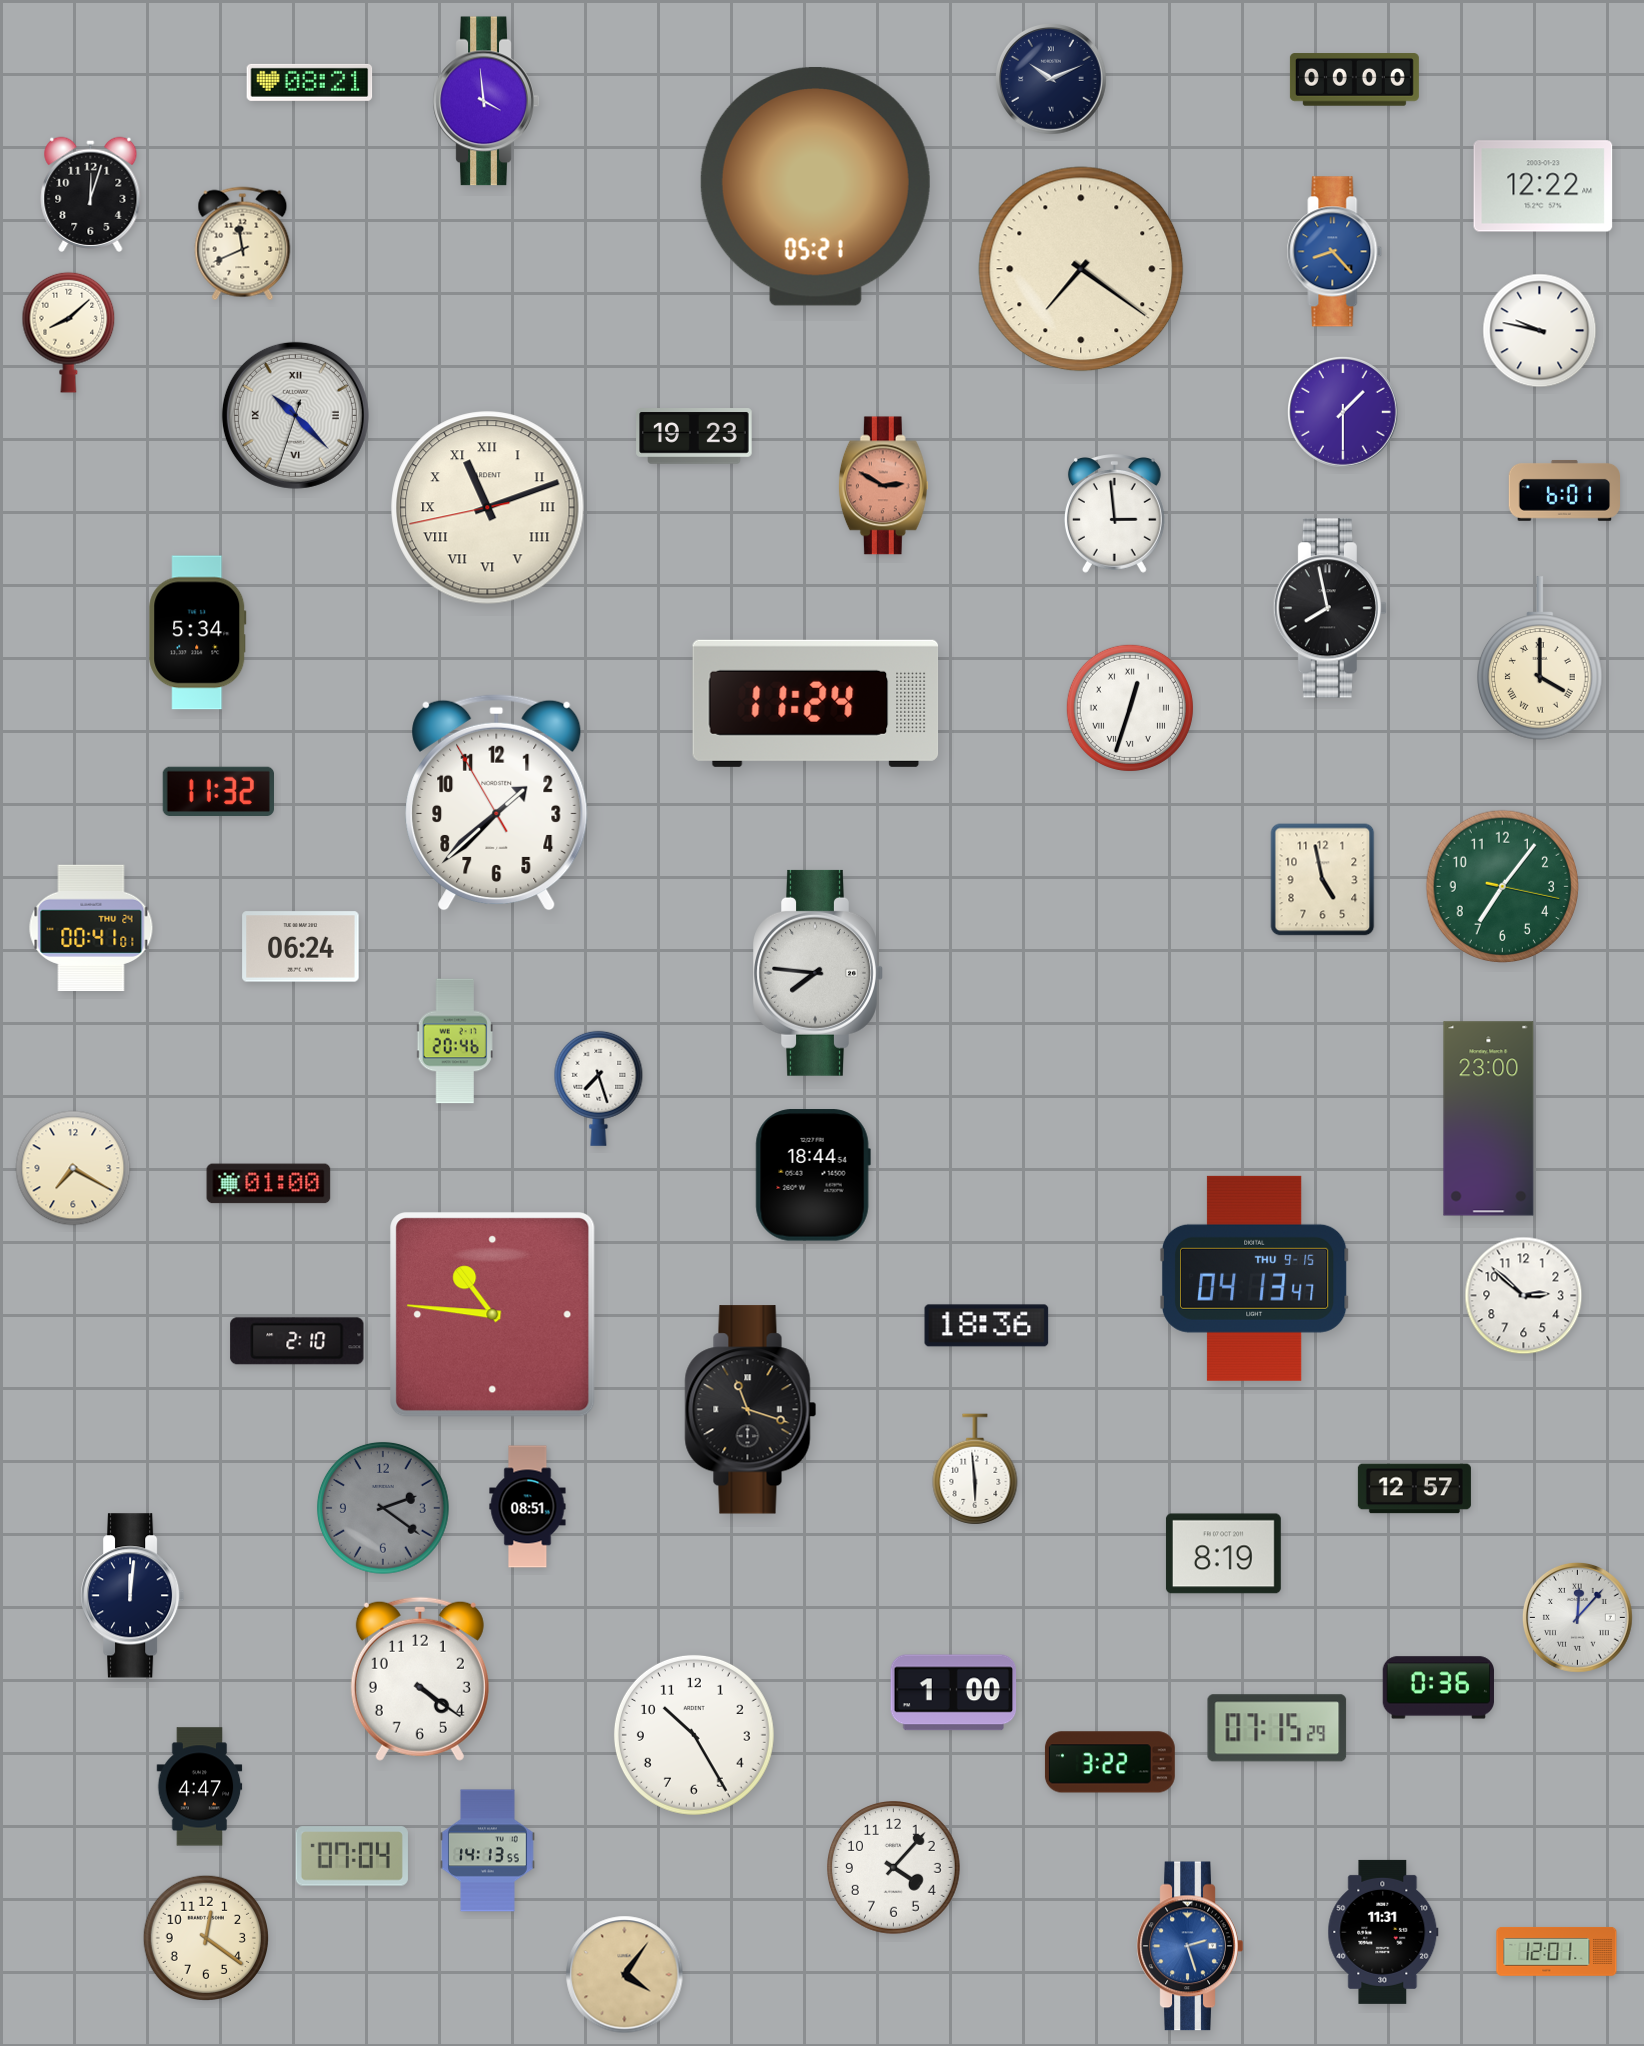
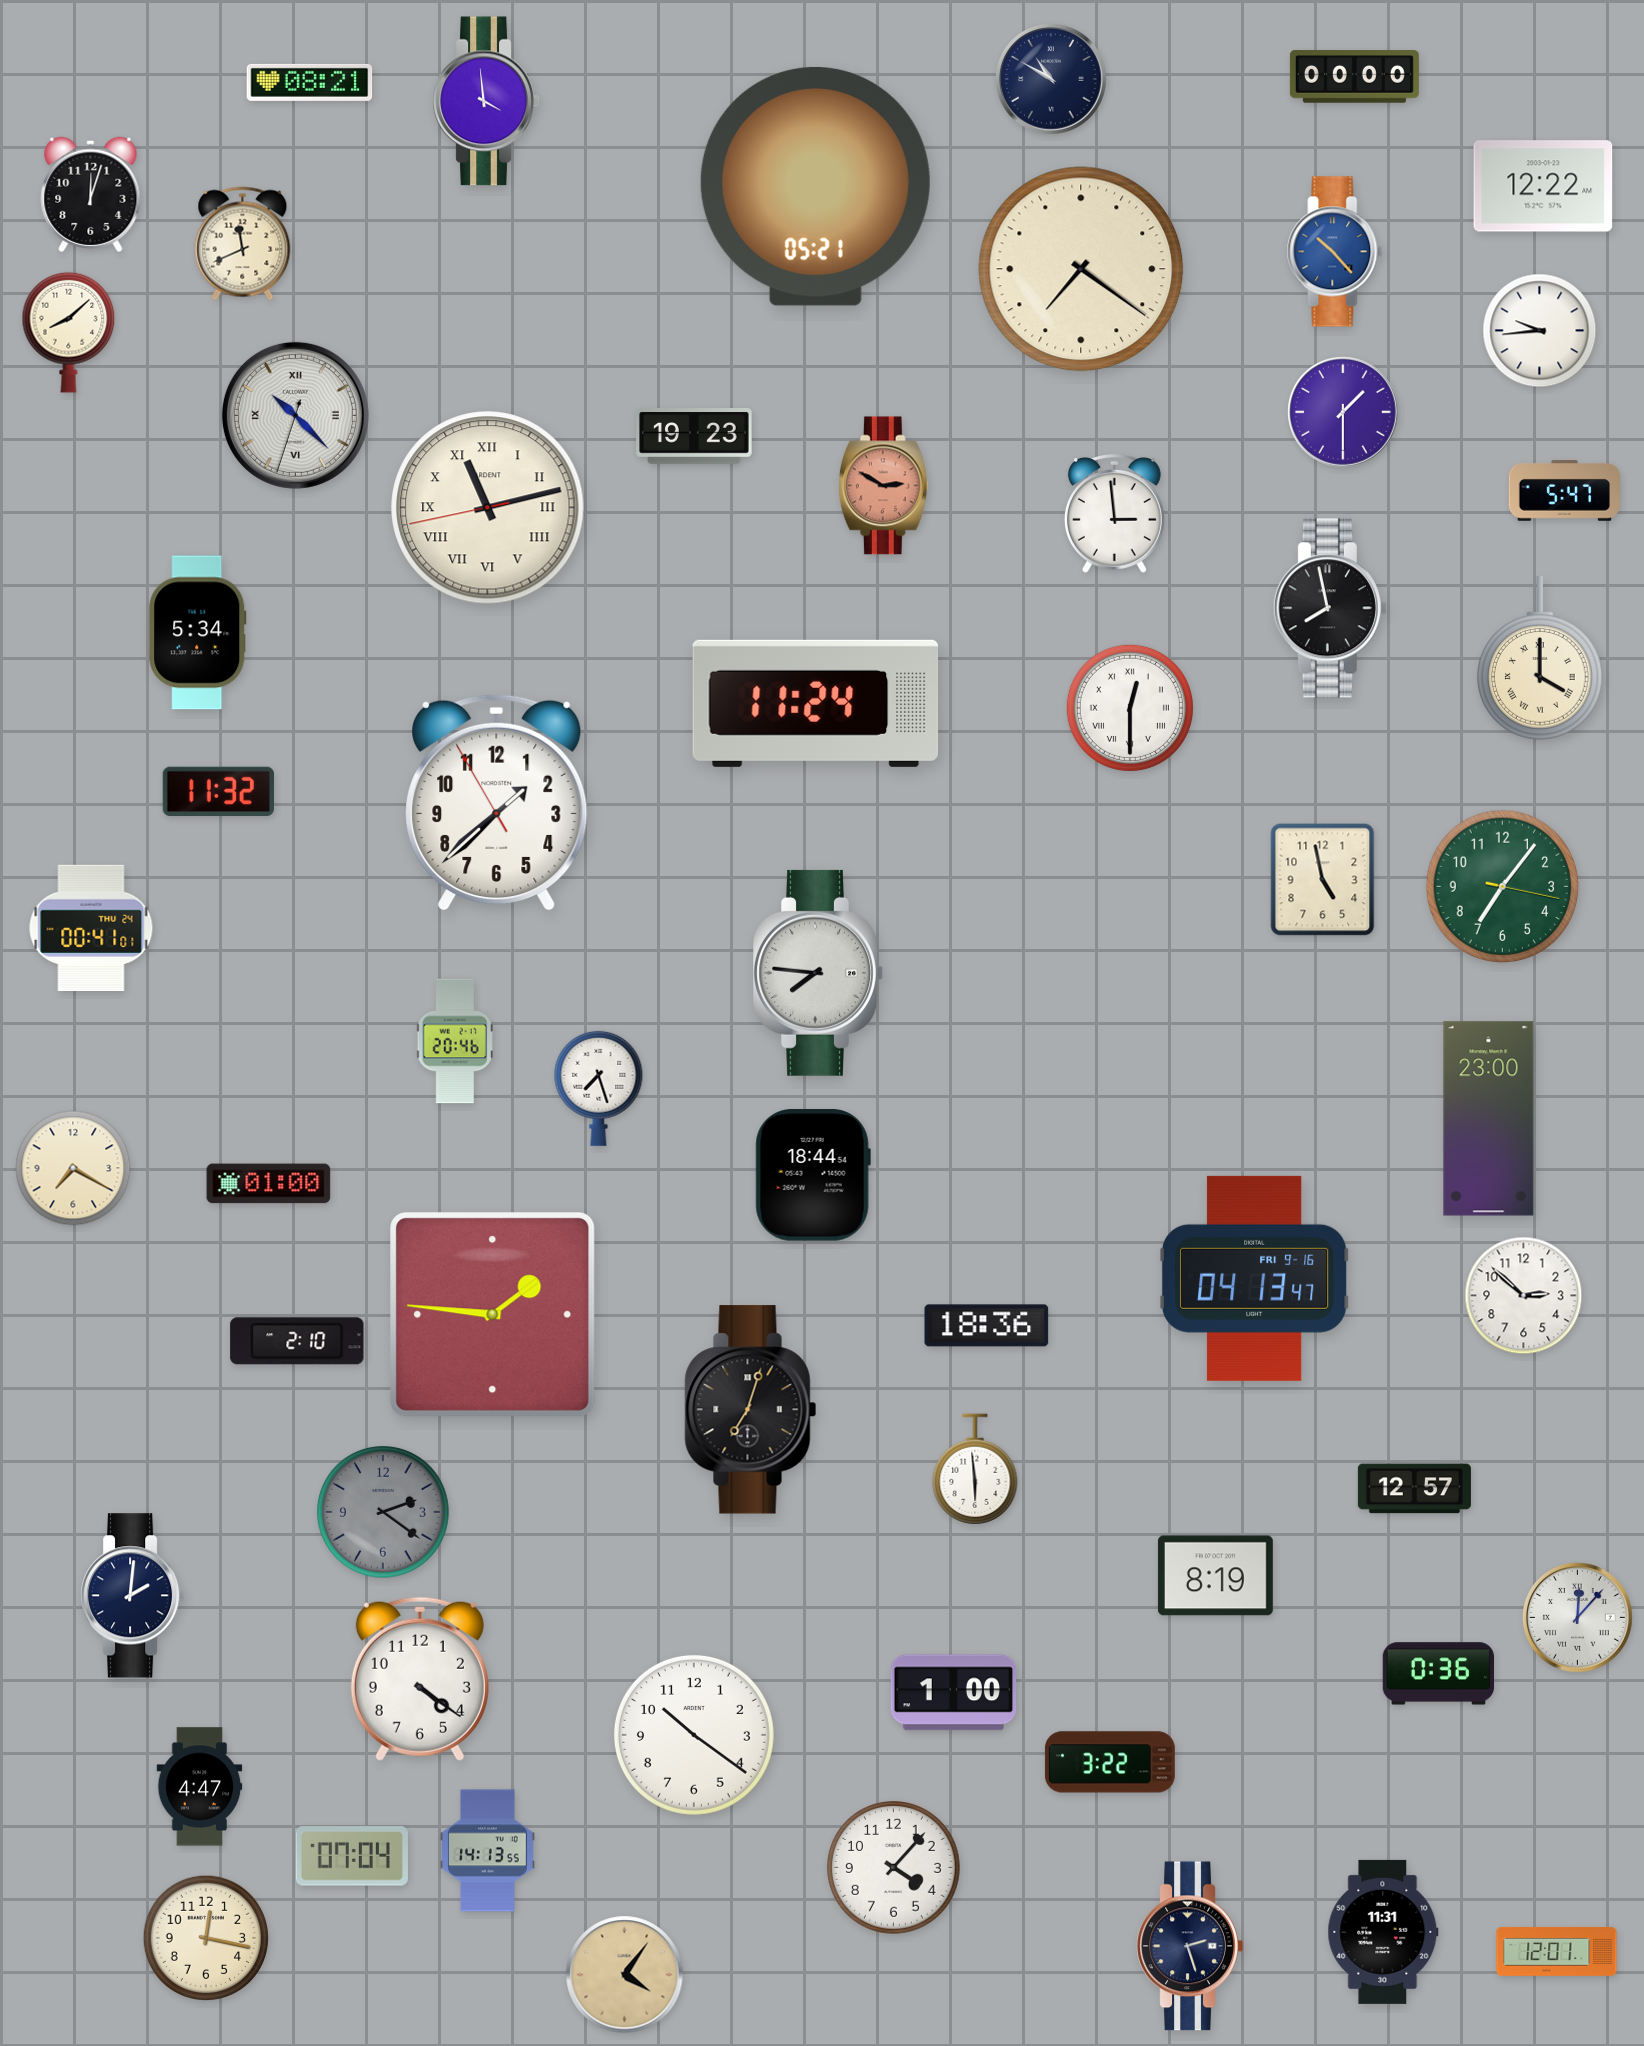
clock at (1052, 80): 10:11 -> 10:50
clock at (1354, 80) position: (1354, 80) -> (1354, 77)
clock at (1335, 252): 8:23 -> 10:23
clock at (1540, 331): 9:47 -> 9:44
clock at (1565, 490): 6:01 -> 5:47
clock at (488, 508): 11:11 -> 11:12
clock at (1130, 708): 12:33 -> 12:30
clock at (301, 947): 06:24 -> none
clock at (1254, 1278) date: THU 9-15 -> FRI 9-16
clock at (493, 1315): 10:46 -> 1:46
clock at (751, 1410): 11:18 -> 7:03
clock at (528, 1507): 08:51 -> none
clock at (383, 1508) position: (383, 1508) -> (383, 1512)
clock at (1223, 1554) position: (1223, 1554) -> (1215, 1576)
clock at (133, 1596): 12:01 -> 2:01
clock at (1438, 1688) position: (1438, 1688) -> (1438, 1674)
clock at (1277, 1728): 07:15 -> none
clock at (694, 1735): 10:25 -> 10:21
clock at (205, 1937): 12:21 -> 12:17
clock at (1190, 1946) dial: blue -> navy
